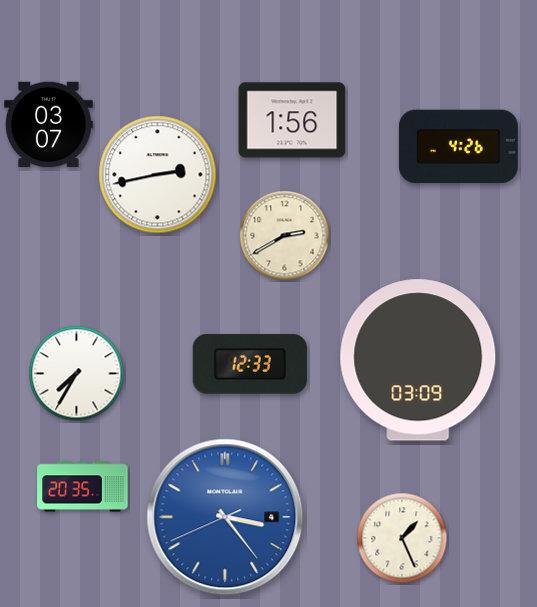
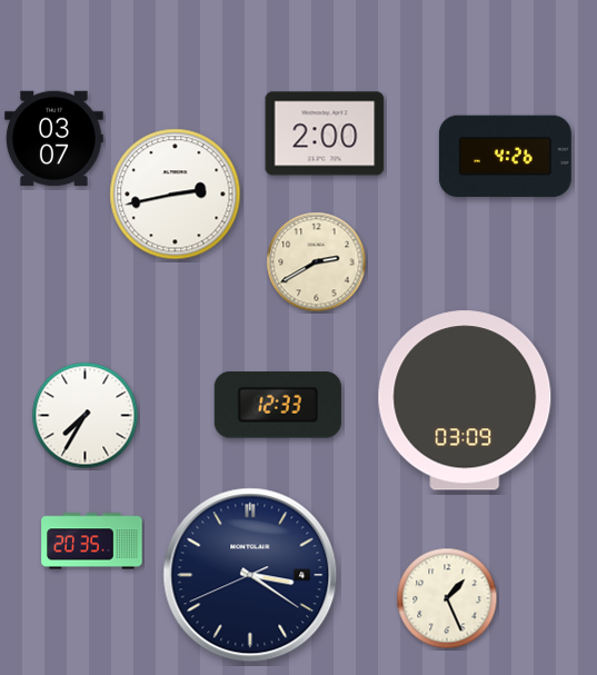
clock at (292, 120): 1:56 -> 2:00
clock at (458, 147) position: (458, 147) -> (505, 157)
clock at (225, 517): 3:23 -> 3:20
clock at (225, 517) dial: blue -> navy
